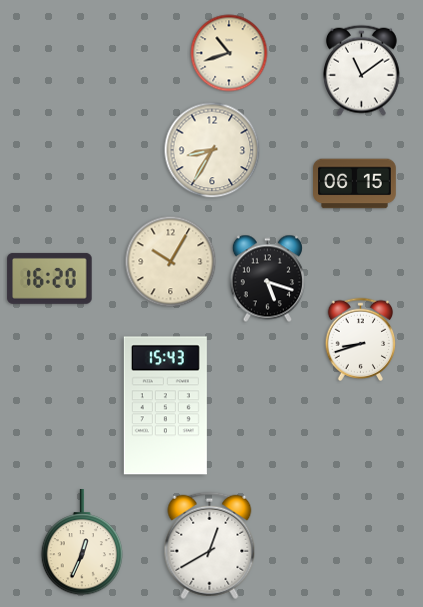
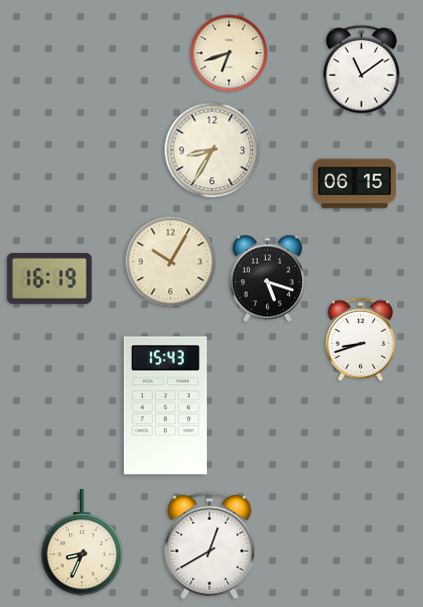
clock at (229, 53): 10:42 -> 6:42
clock at (50, 278): 16:20 -> 16:19
clock at (81, 543): 12:34 -> 8:34
